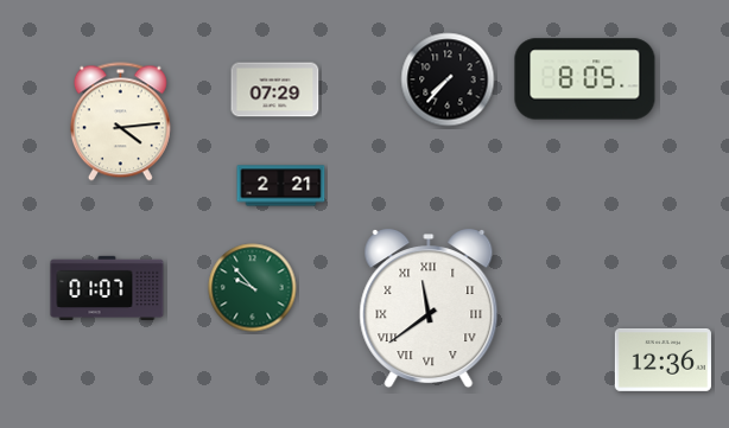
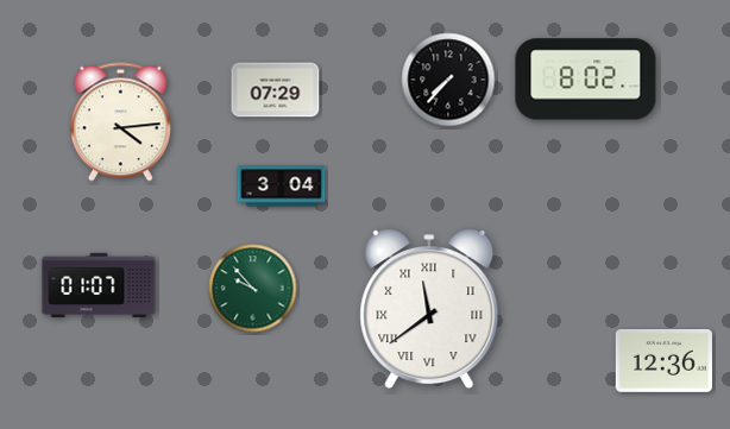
clock at (585, 79): 8:05 -> 8:02
clock at (281, 186): 2:21 -> 3:04
clock at (107, 287) position: (107, 287) -> (99, 284)
